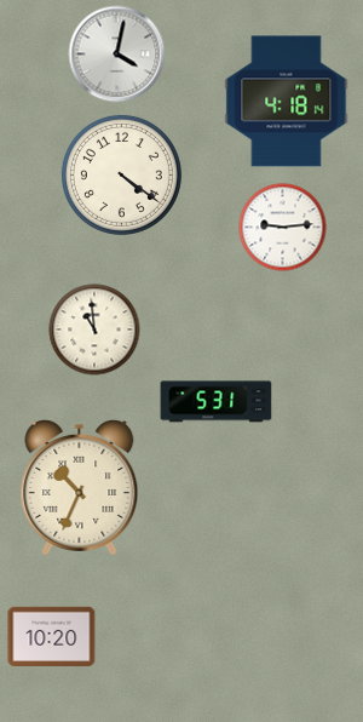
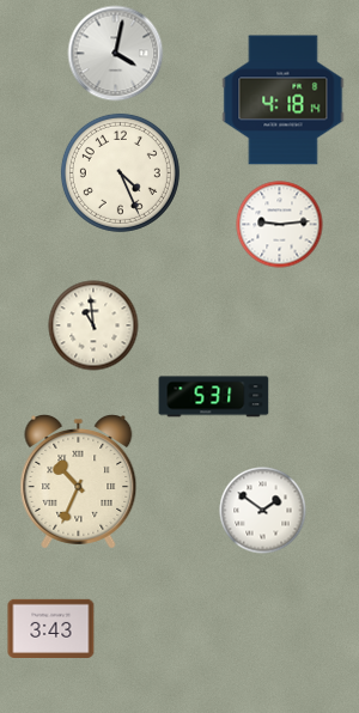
clock at (121, 174): 4:21 -> 4:26
clock at (263, 511): none -> 1:51
clock at (52, 636): 10:20 -> 3:43
